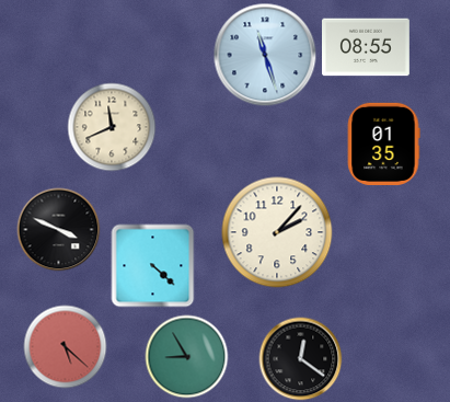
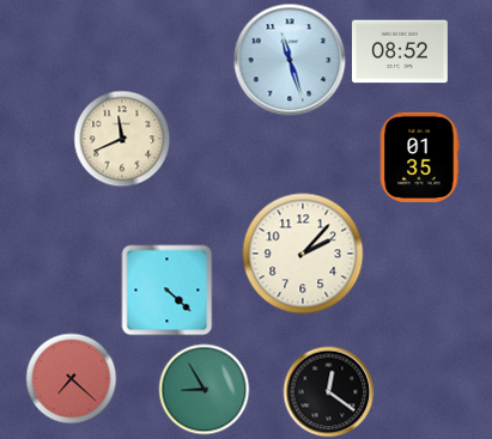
clock at (367, 47): 08:55 -> 08:52
clock at (59, 230): 3:49 -> none
clock at (66, 347): 5:22 -> 7:22
